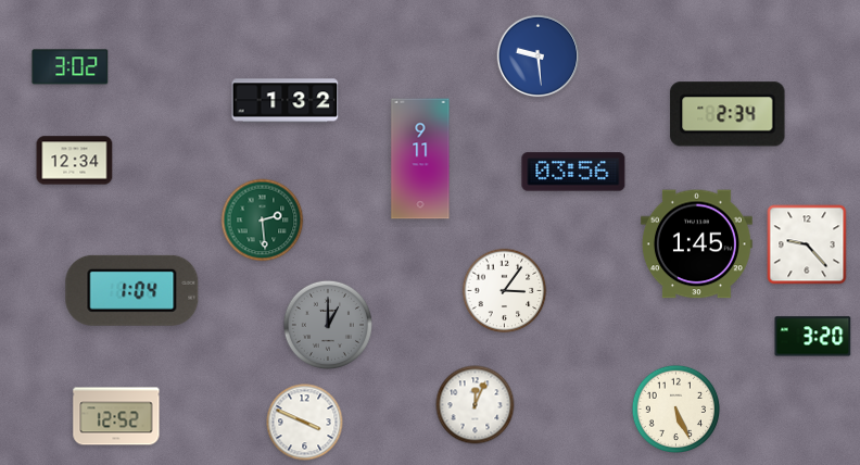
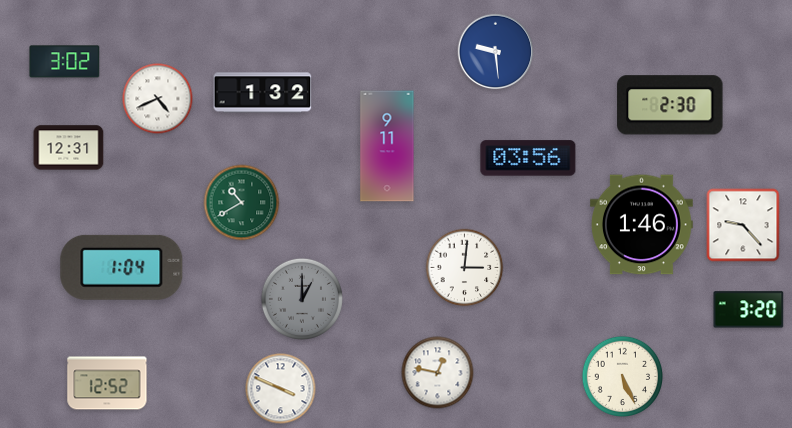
clock at (158, 99): none -> 4:41
clock at (728, 114): 2:34 -> 2:30
clock at (75, 161): 12:34 -> 12:31
clock at (263, 221): 2:29 -> 10:40
clock at (696, 244): 1:45 -> 1:46
clock at (505, 291): 3:06 -> 3:01
clock at (476, 405): 12:04 -> 12:47
